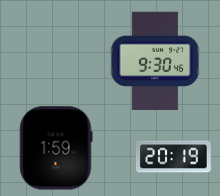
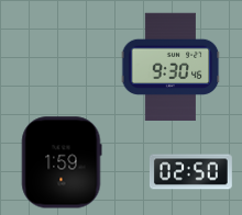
clock at (173, 157): 20:19 -> 02:50
